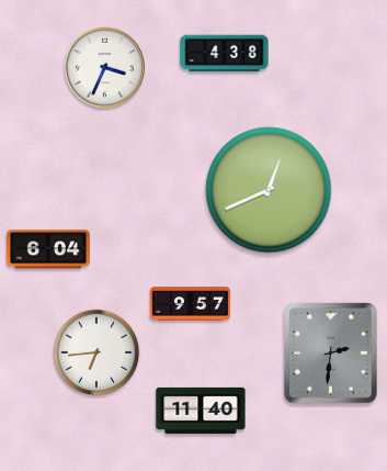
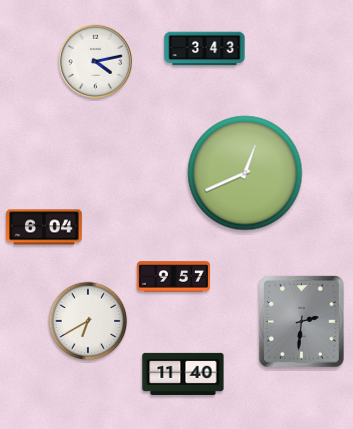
clock at (225, 54): 4:38 -> 3:43
clock at (105, 68): 3:34 -> 4:13
clock at (96, 352): 6:44 -> 6:40
